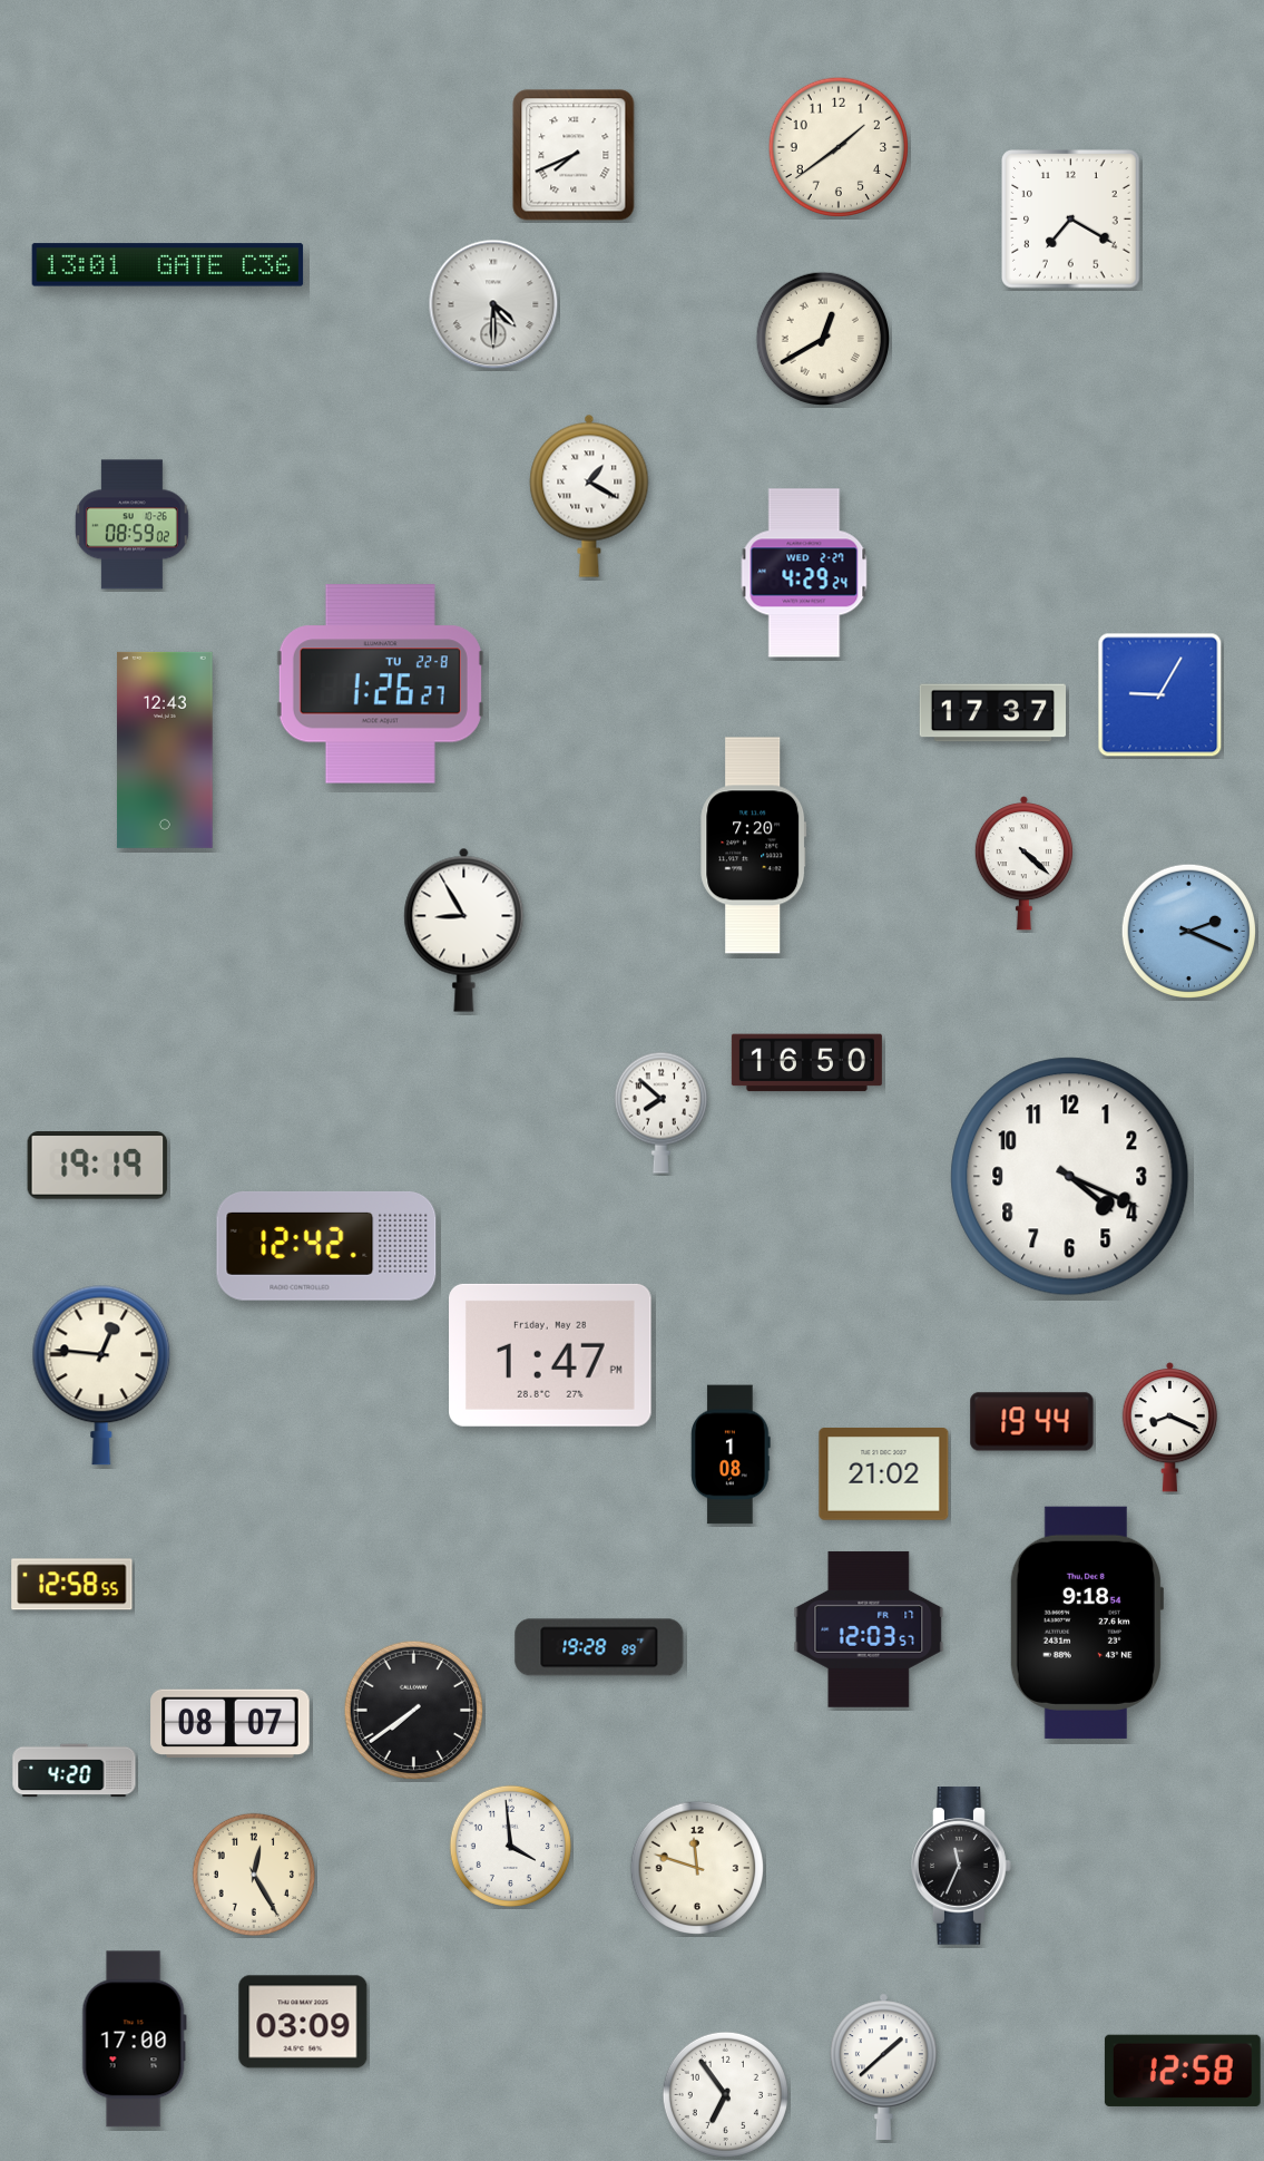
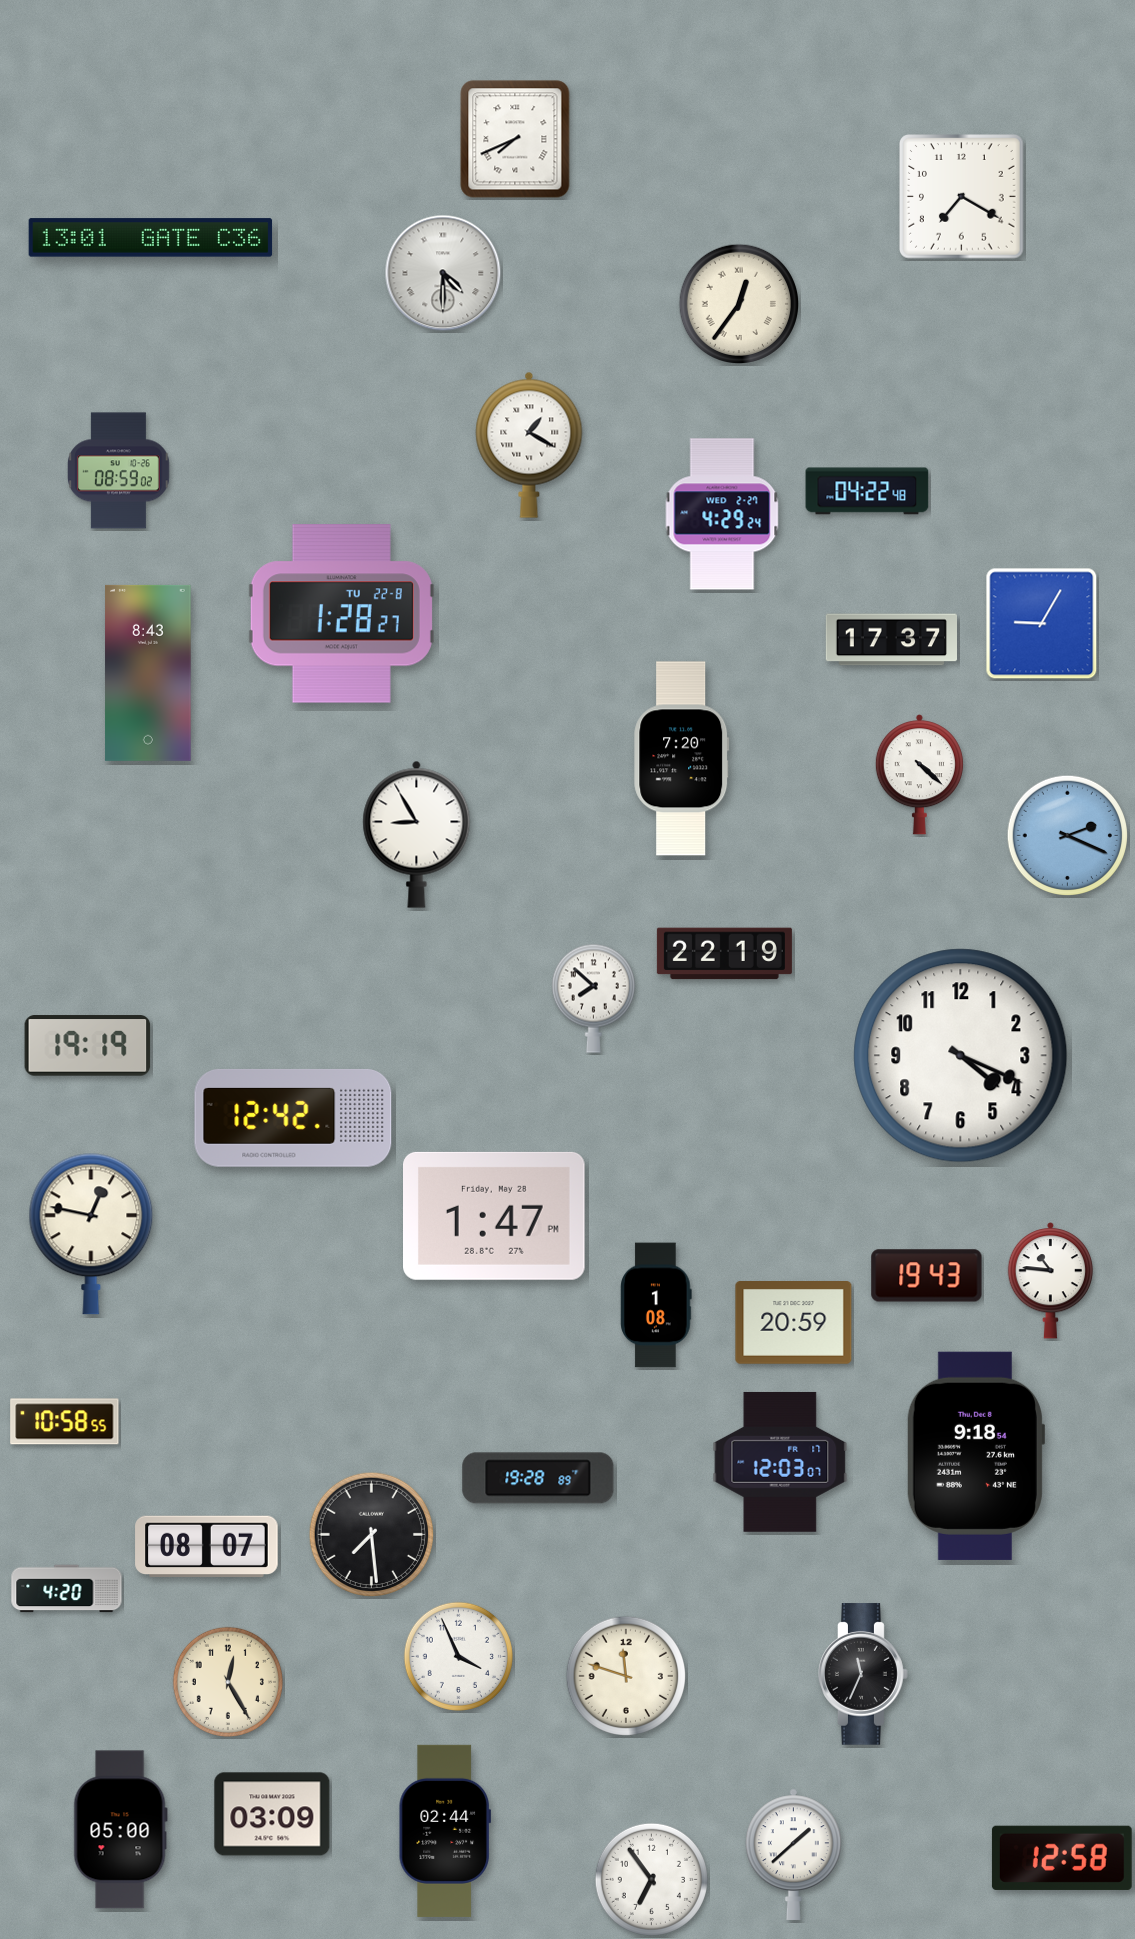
clock at (839, 147): 1:39 -> none
clock at (822, 338): 12:40 -> 12:36
clock at (867, 491): none -> 04:22
clock at (380, 684): 1:26 -> 1:28
clock at (165, 750): 12:43 -> 8:43
clock at (754, 846) position: (754, 846) -> (682, 759)
clock at (806, 1063): 16:50 -> 22:19
clock at (101, 1375): 12:46 -> 12:47
clock at (1032, 1422): 19:44 -> 19:43
clock at (1170, 1428): 8:19 -> 10:46
clock at (884, 1474): 21:02 -> 20:59
clock at (72, 1585): 12:58 -> 10:58
clock at (869, 1629): 12:03:57 -> 12:03:07
clock at (414, 1711): 7:39 -> 7:29
clock at (510, 1846): 3:59 -> 3:56
clock at (134, 2040): 17:00 -> 05:00
clock at (445, 1831): none -> 02:44
